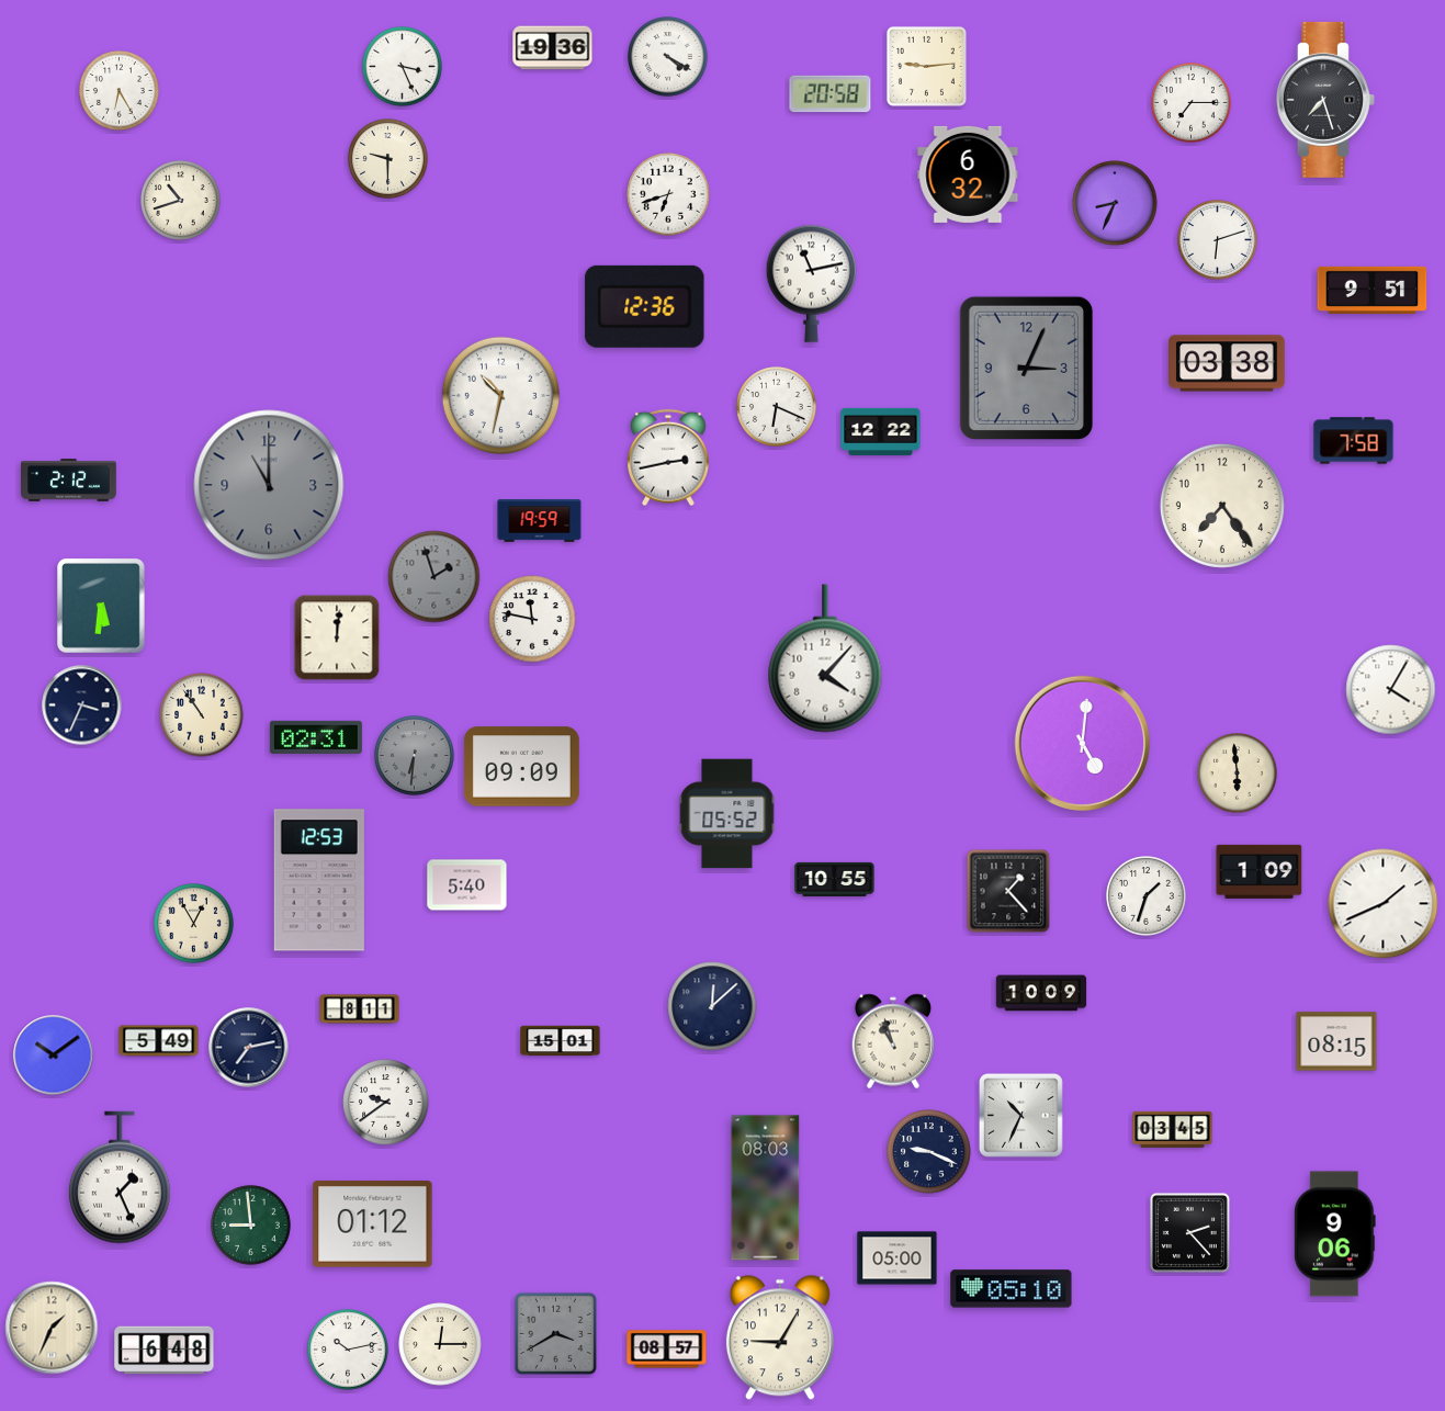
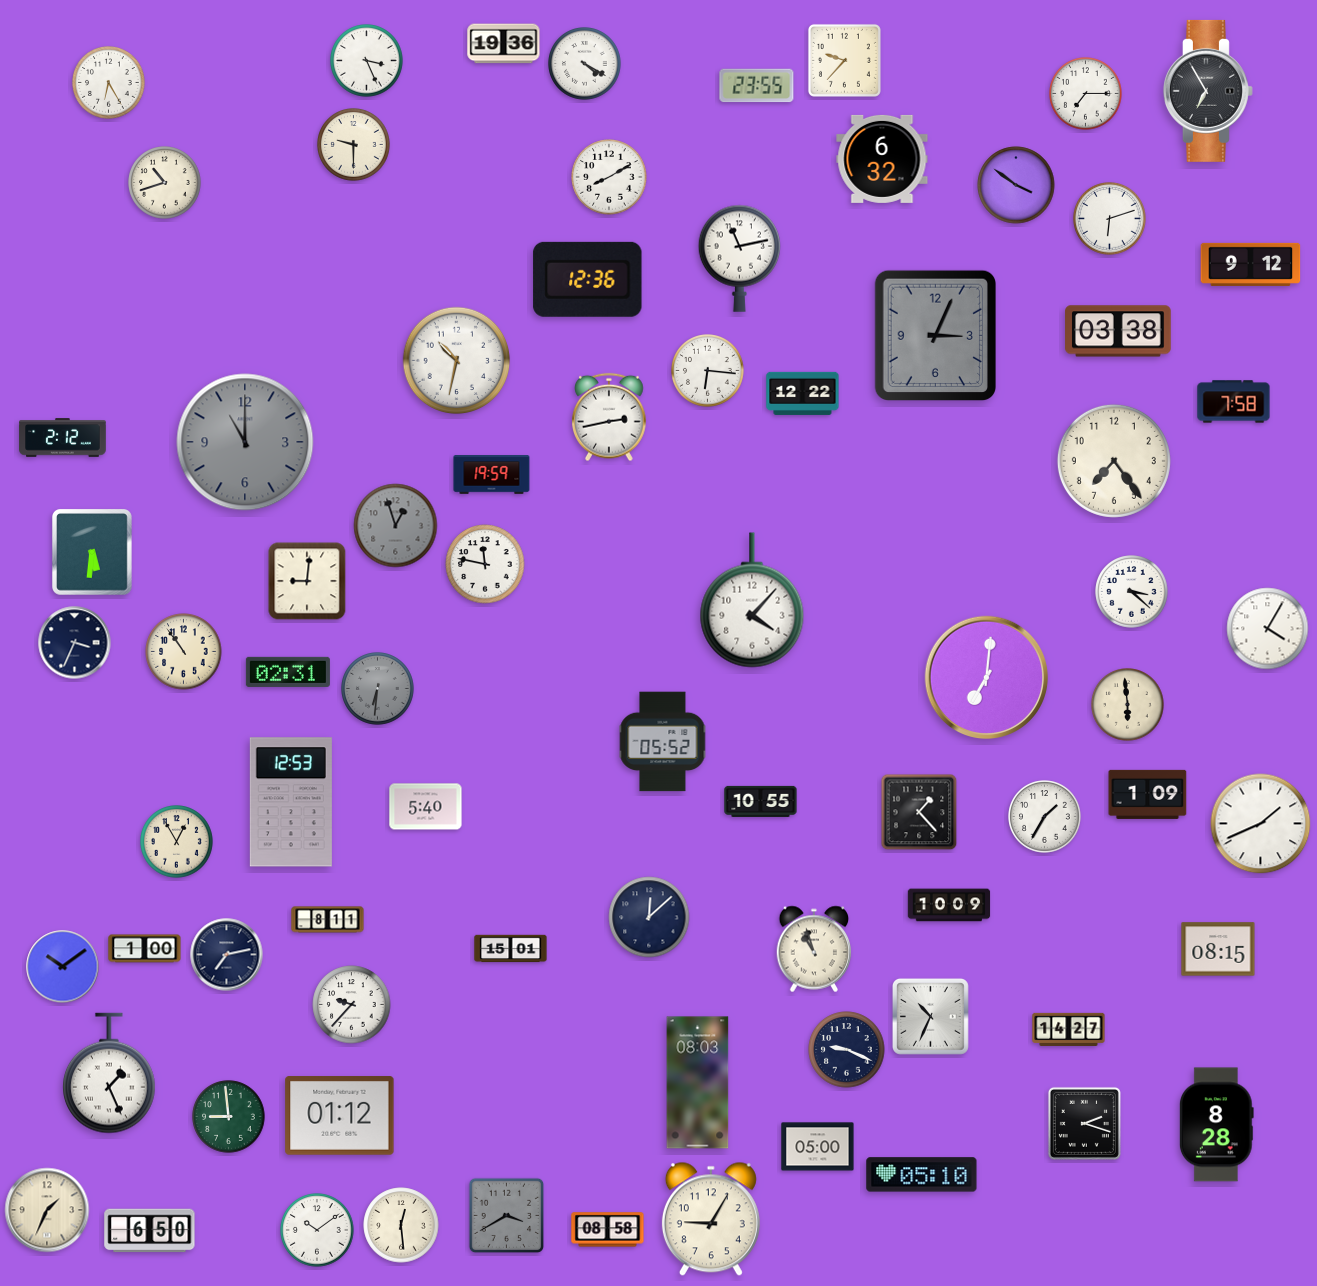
clock at (668, 57) position: (668, 57) -> (585, 64)
clock at (926, 66): 9:14 -> 9:37
clock at (831, 94): 20:58 -> 23:55
clock at (1325, 100): 7:27 -> 6:55
clock at (668, 194): 6:42 -> 8:10
clock at (1115, 203): 8:34 -> 3:51
clock at (1373, 290): 9:51 -> 9:12
clock at (777, 407): 6:19 -> 6:16
clock at (434, 577): 1:57 -> 12:57
clock at (337, 637): 12:01 -> 9:01
clock at (1132, 592): none -> 3:22
clock at (1083, 744): 5:01 -> 7:01
clock at (521, 767): 09:09 -> none
clock at (1147, 896): 1:33 -> 1:35
clock at (159, 1041): 5:49 -> 1:00
clock at (54, 1056) position: (54, 1056) -> (63, 967)
clock at (386, 1103): 9:39 -> 9:37
clock at (1173, 1129): 03:45 -> 14:27
clock at (1189, 1232): 2:23 -> 2:18
clock at (1334, 1234): 9:06 -> 8:28
clock at (440, 1344): 12:15 -> 12:29
clock at (348, 1350): 10:13 -> 10:09
clock at (667, 1350): 08:57 -> 08:58
clock at (165, 1351): 6:48 -> 6:50
